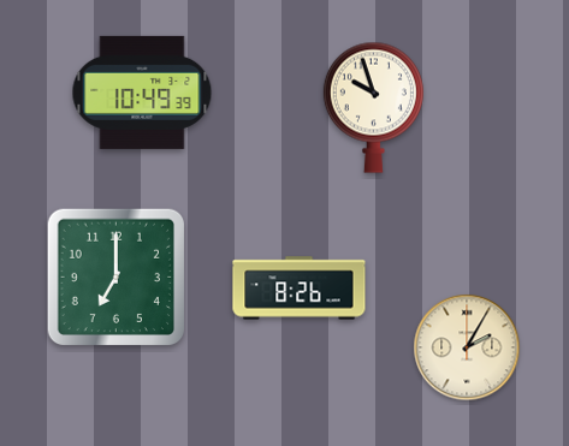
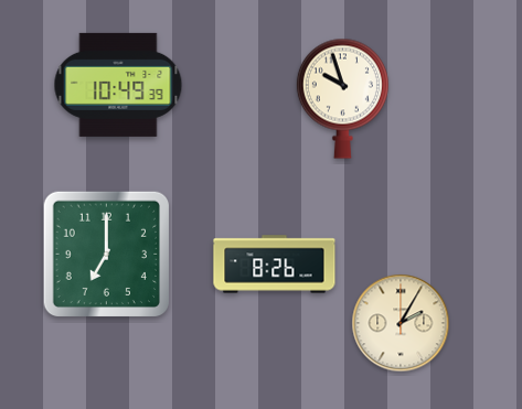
clock at (142, 93) position: (142, 93) -> (118, 85)
clock at (467, 347) position: (467, 347) -> (401, 323)
